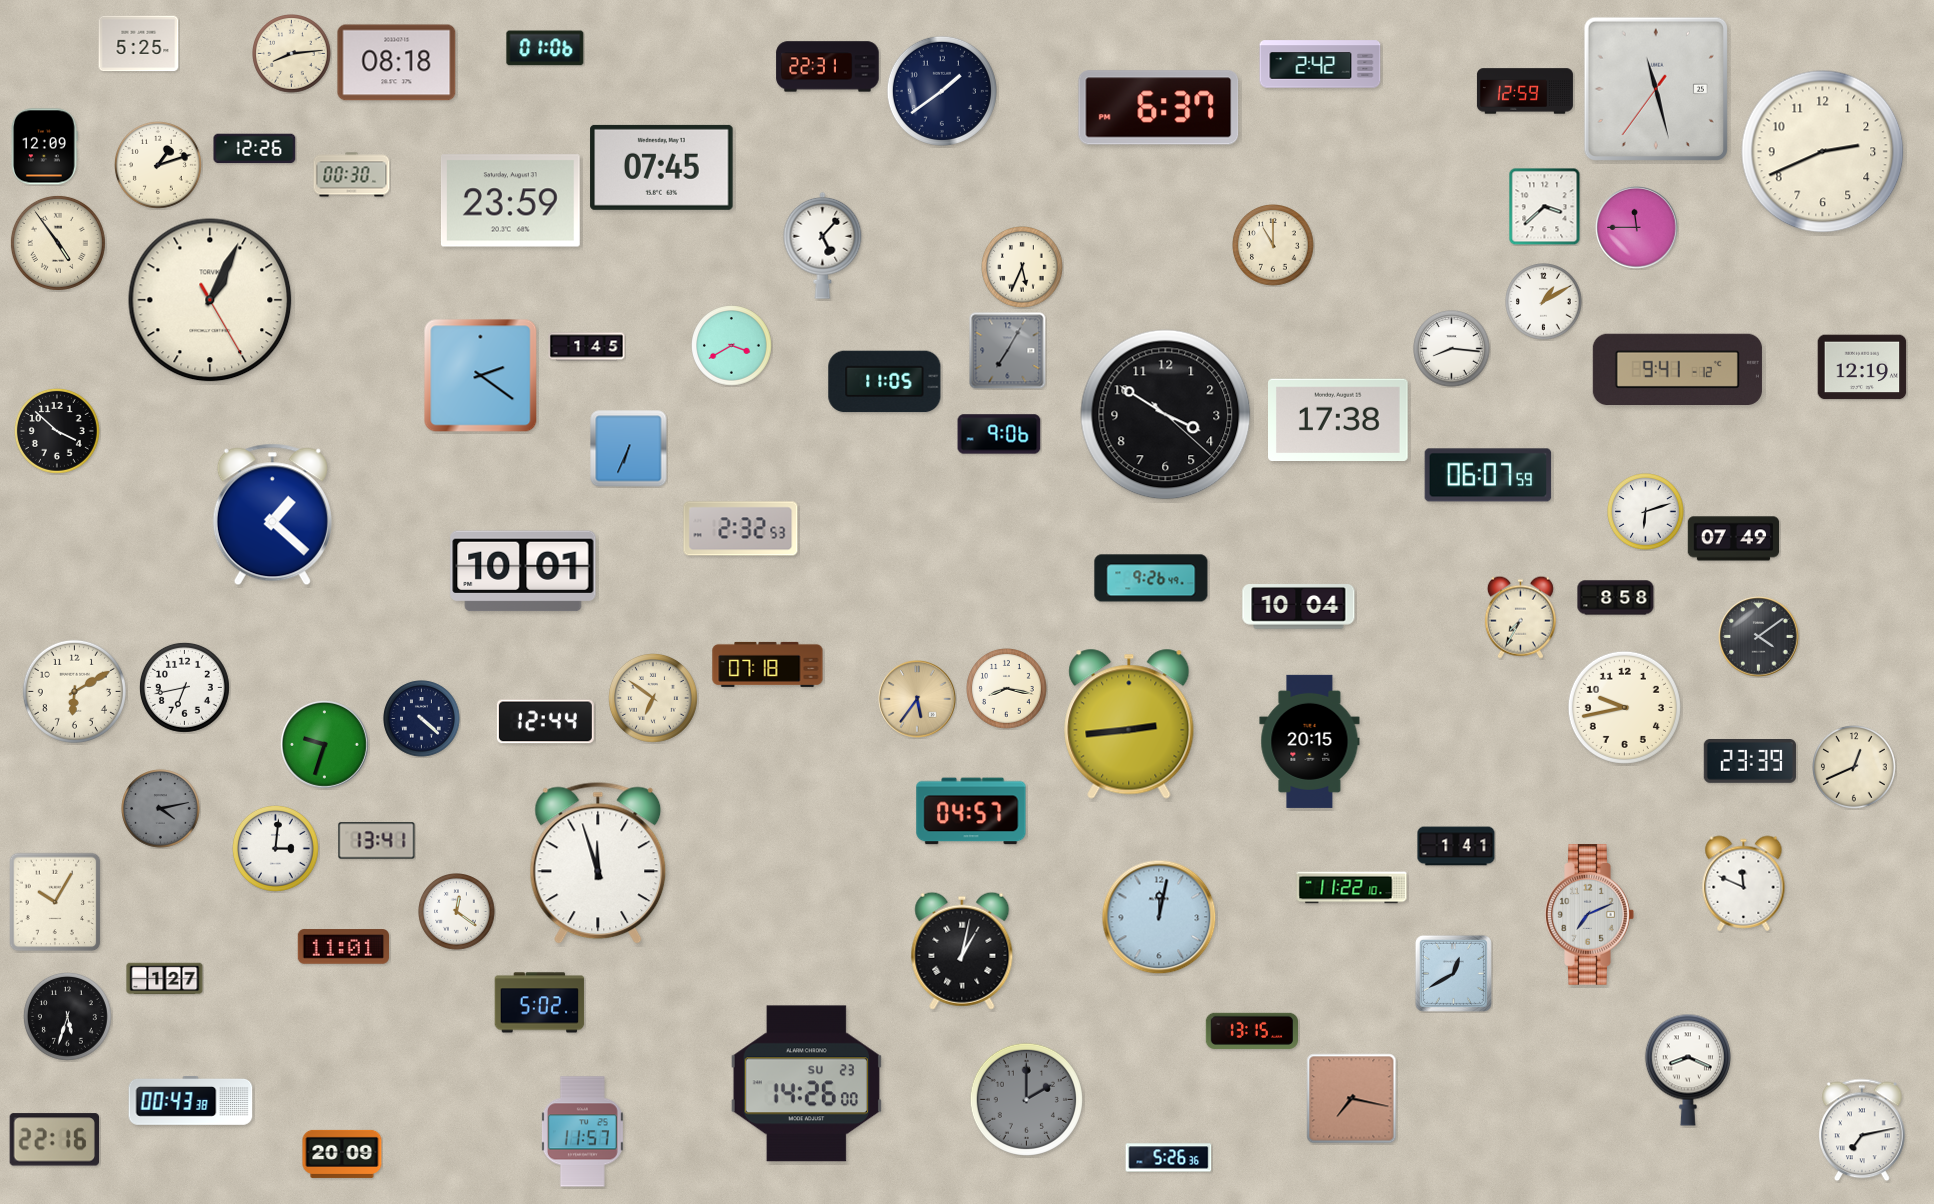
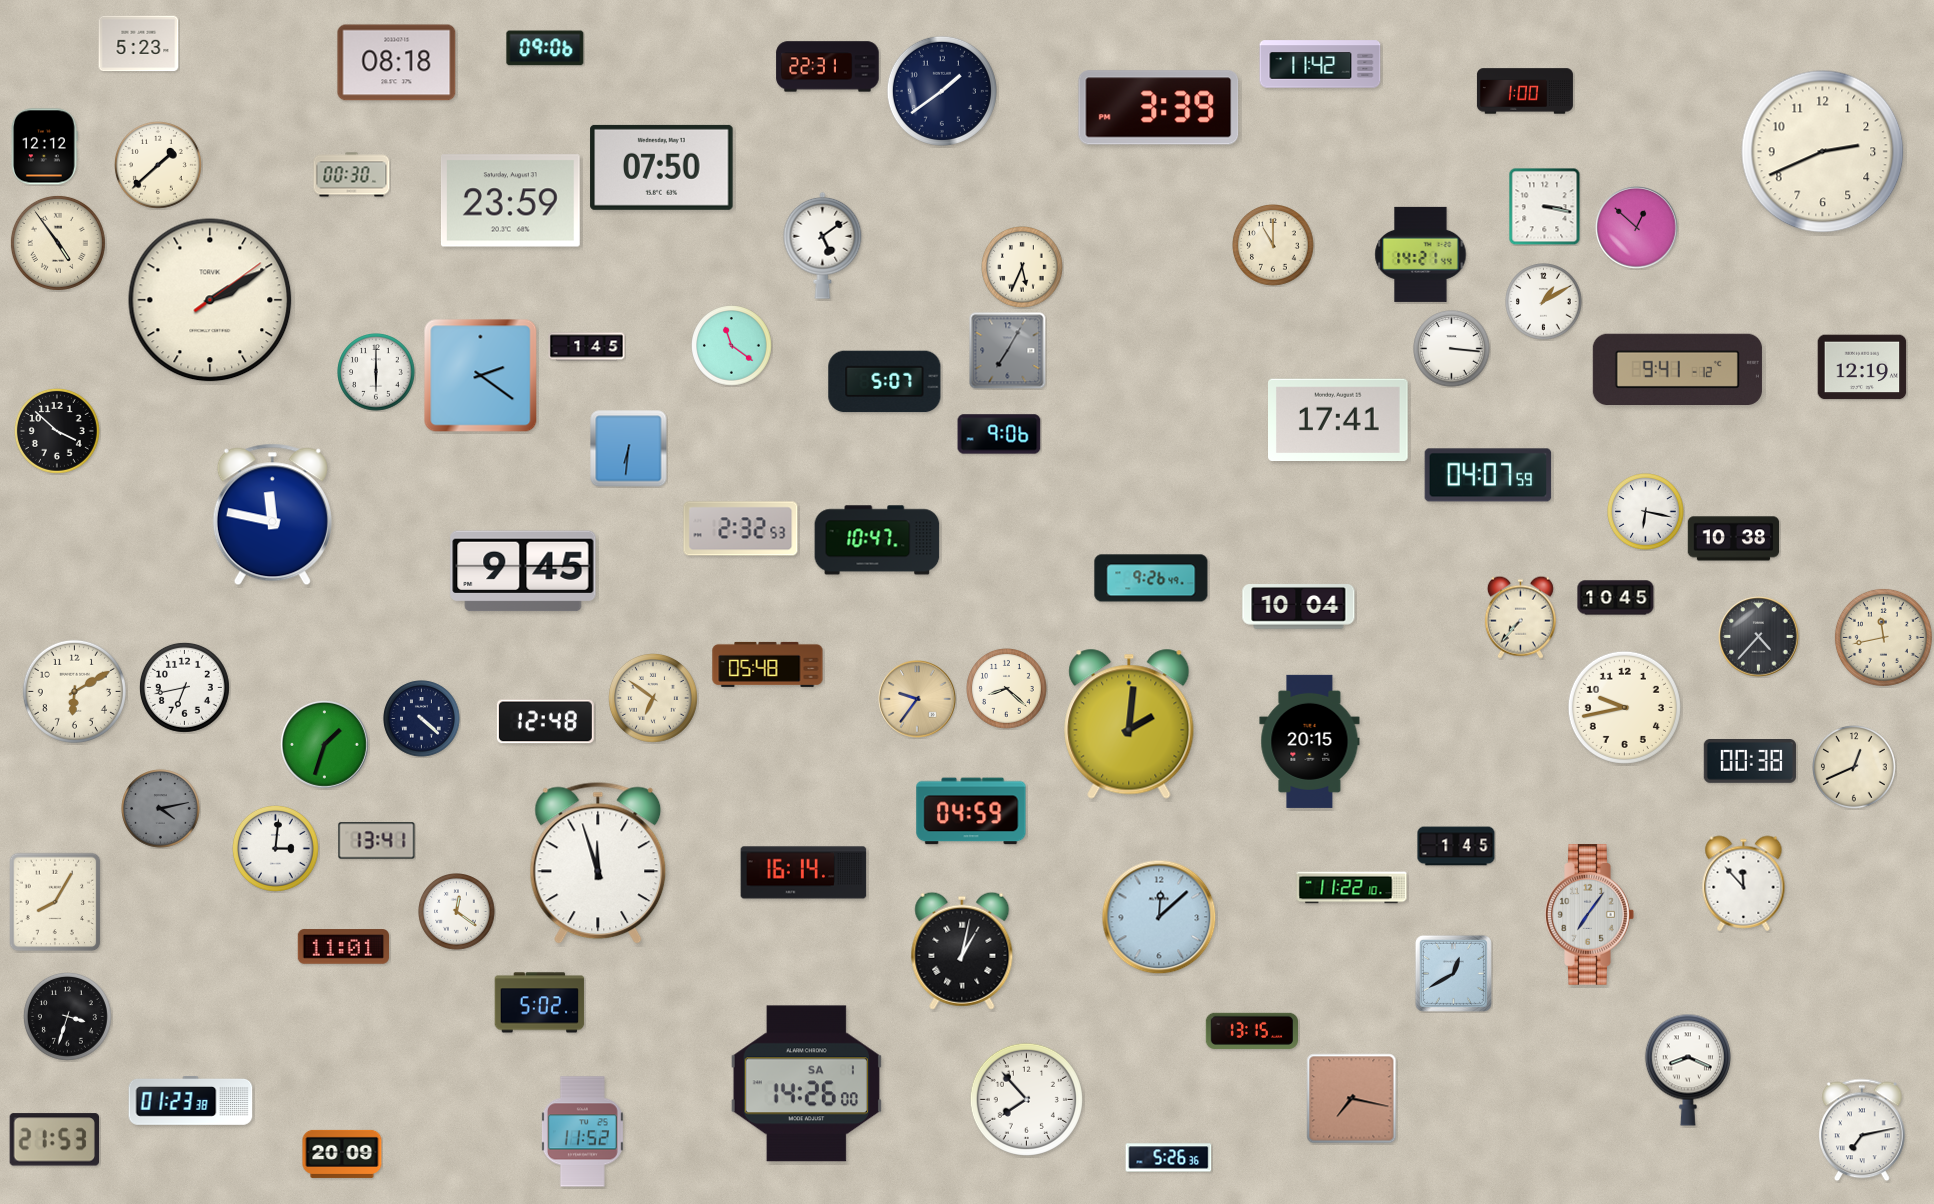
clock at (139, 44): 5:25 -> 5:23
clock at (545, 48): 01:06 -> 09:06
clock at (292, 54): 8:14 -> none
clock at (1320, 64): 2:42 -> 11:42
clock at (1656, 89): 11:27 -> none
clock at (1525, 91): 12:59 -> 1:00
clock at (1159, 108): 6:37 -> 3:39
clock at (44, 147): 12:09 -> 12:12
clock at (255, 149): 12:26 -> none
clock at (158, 165): 1:12 -> 1:38
clock at (662, 167): 07:45 -> 07:50
clock at (1545, 206): 3:38 -> 3:17
clock at (1637, 228): 11:45 -> 12:52
clock at (823, 245): 5:07 -> 5:09
clock at (1421, 254): none -> 14:21
clock at (210, 300): 1:04 -> 2:10
clock at (732, 346): 3:40 -> 11:21
clock at (1452, 349): 8:16 -> 3:16
clock at (376, 372): none -> 6:00
clock at (885, 382): 11:05 -> 5:07
clock at (1166, 415): 3:50 -> none
clock at (1339, 419): 17:38 -> 17:41
clock at (629, 449): 6:34 -> 6:31
clock at (1488, 475): 06:07 -> 04:07
clock at (1646, 512): 6:12 -> 6:17
clock at (272, 515): 1:22 -> 11:47
clock at (1734, 539): 07:49 -> 10:38
clock at (877, 540): none -> 10:47
clock at (523, 571): 10:01 -> 9:45
clock at (1616, 598): 8:58 -> 10:45
clock at (1520, 617): 7:35 -> 7:37
clock at (1759, 637): 4:09 -> 4:37
clock at (1883, 637): none -> 11:43
clock at (768, 664): 07:18 -> 05:48
clock at (1007, 689): 8:17 -> 8:22
clock at (917, 699): 5:36 -> 9:36
clock at (545, 722): 12:44 -> 12:48
clock at (1129, 724): 2:44 -> 2:01
clock at (324, 744): 9:33 -> 1:33
clock at (1749, 762): 23:39 -> 00:38
clock at (971, 811): 04:57 -> 04:59
clock at (1456, 846): 1:41 -> 1:45
clock at (804, 873): none -> 16:14
clock at (1744, 884): 11:49 -> 11:53
clock at (55, 902): 10:05 -> 8:05
clock at (1590, 915): 7:11 -> 7:06
clock at (1159, 917): 12:02 -> 12:08
clock at (165, 979): 1:27 -> none
clock at (67, 1016): 5:33 -> 3:33
clock at (806, 1084) date: SU 23 -> SA 1
clock at (1026, 1099): 2:00 -> 7:53
clock at (1026, 1099) dial: grey -> white
clock at (191, 1101): 00:43 -> 01:23
clock at (582, 1132): 11:57 -> 11:52
clock at (54, 1140): 22:16 -> 21:53
